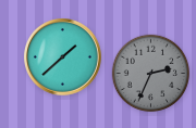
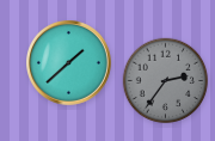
clock at (151, 74): 2:34 -> 2:36
